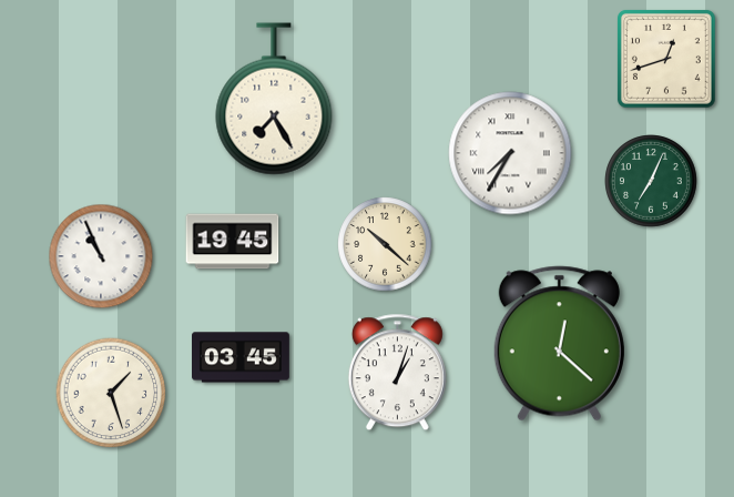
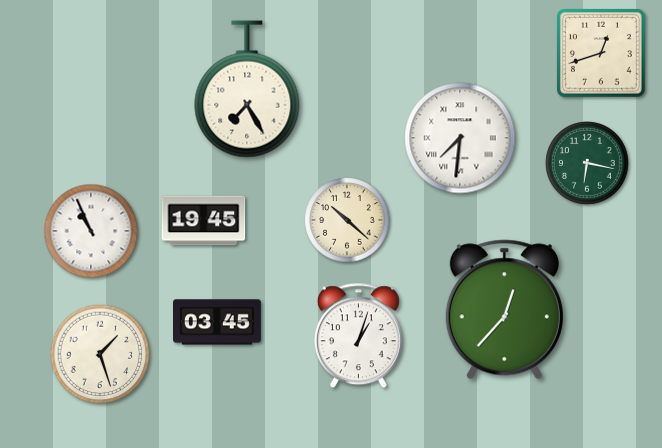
clock at (510, 153): 7:35 -> 7:31
clock at (651, 181): 7:04 -> 6:17
clock at (233, 242) position: (233, 242) -> (204, 221)
clock at (559, 344): 12:22 -> 12:37
